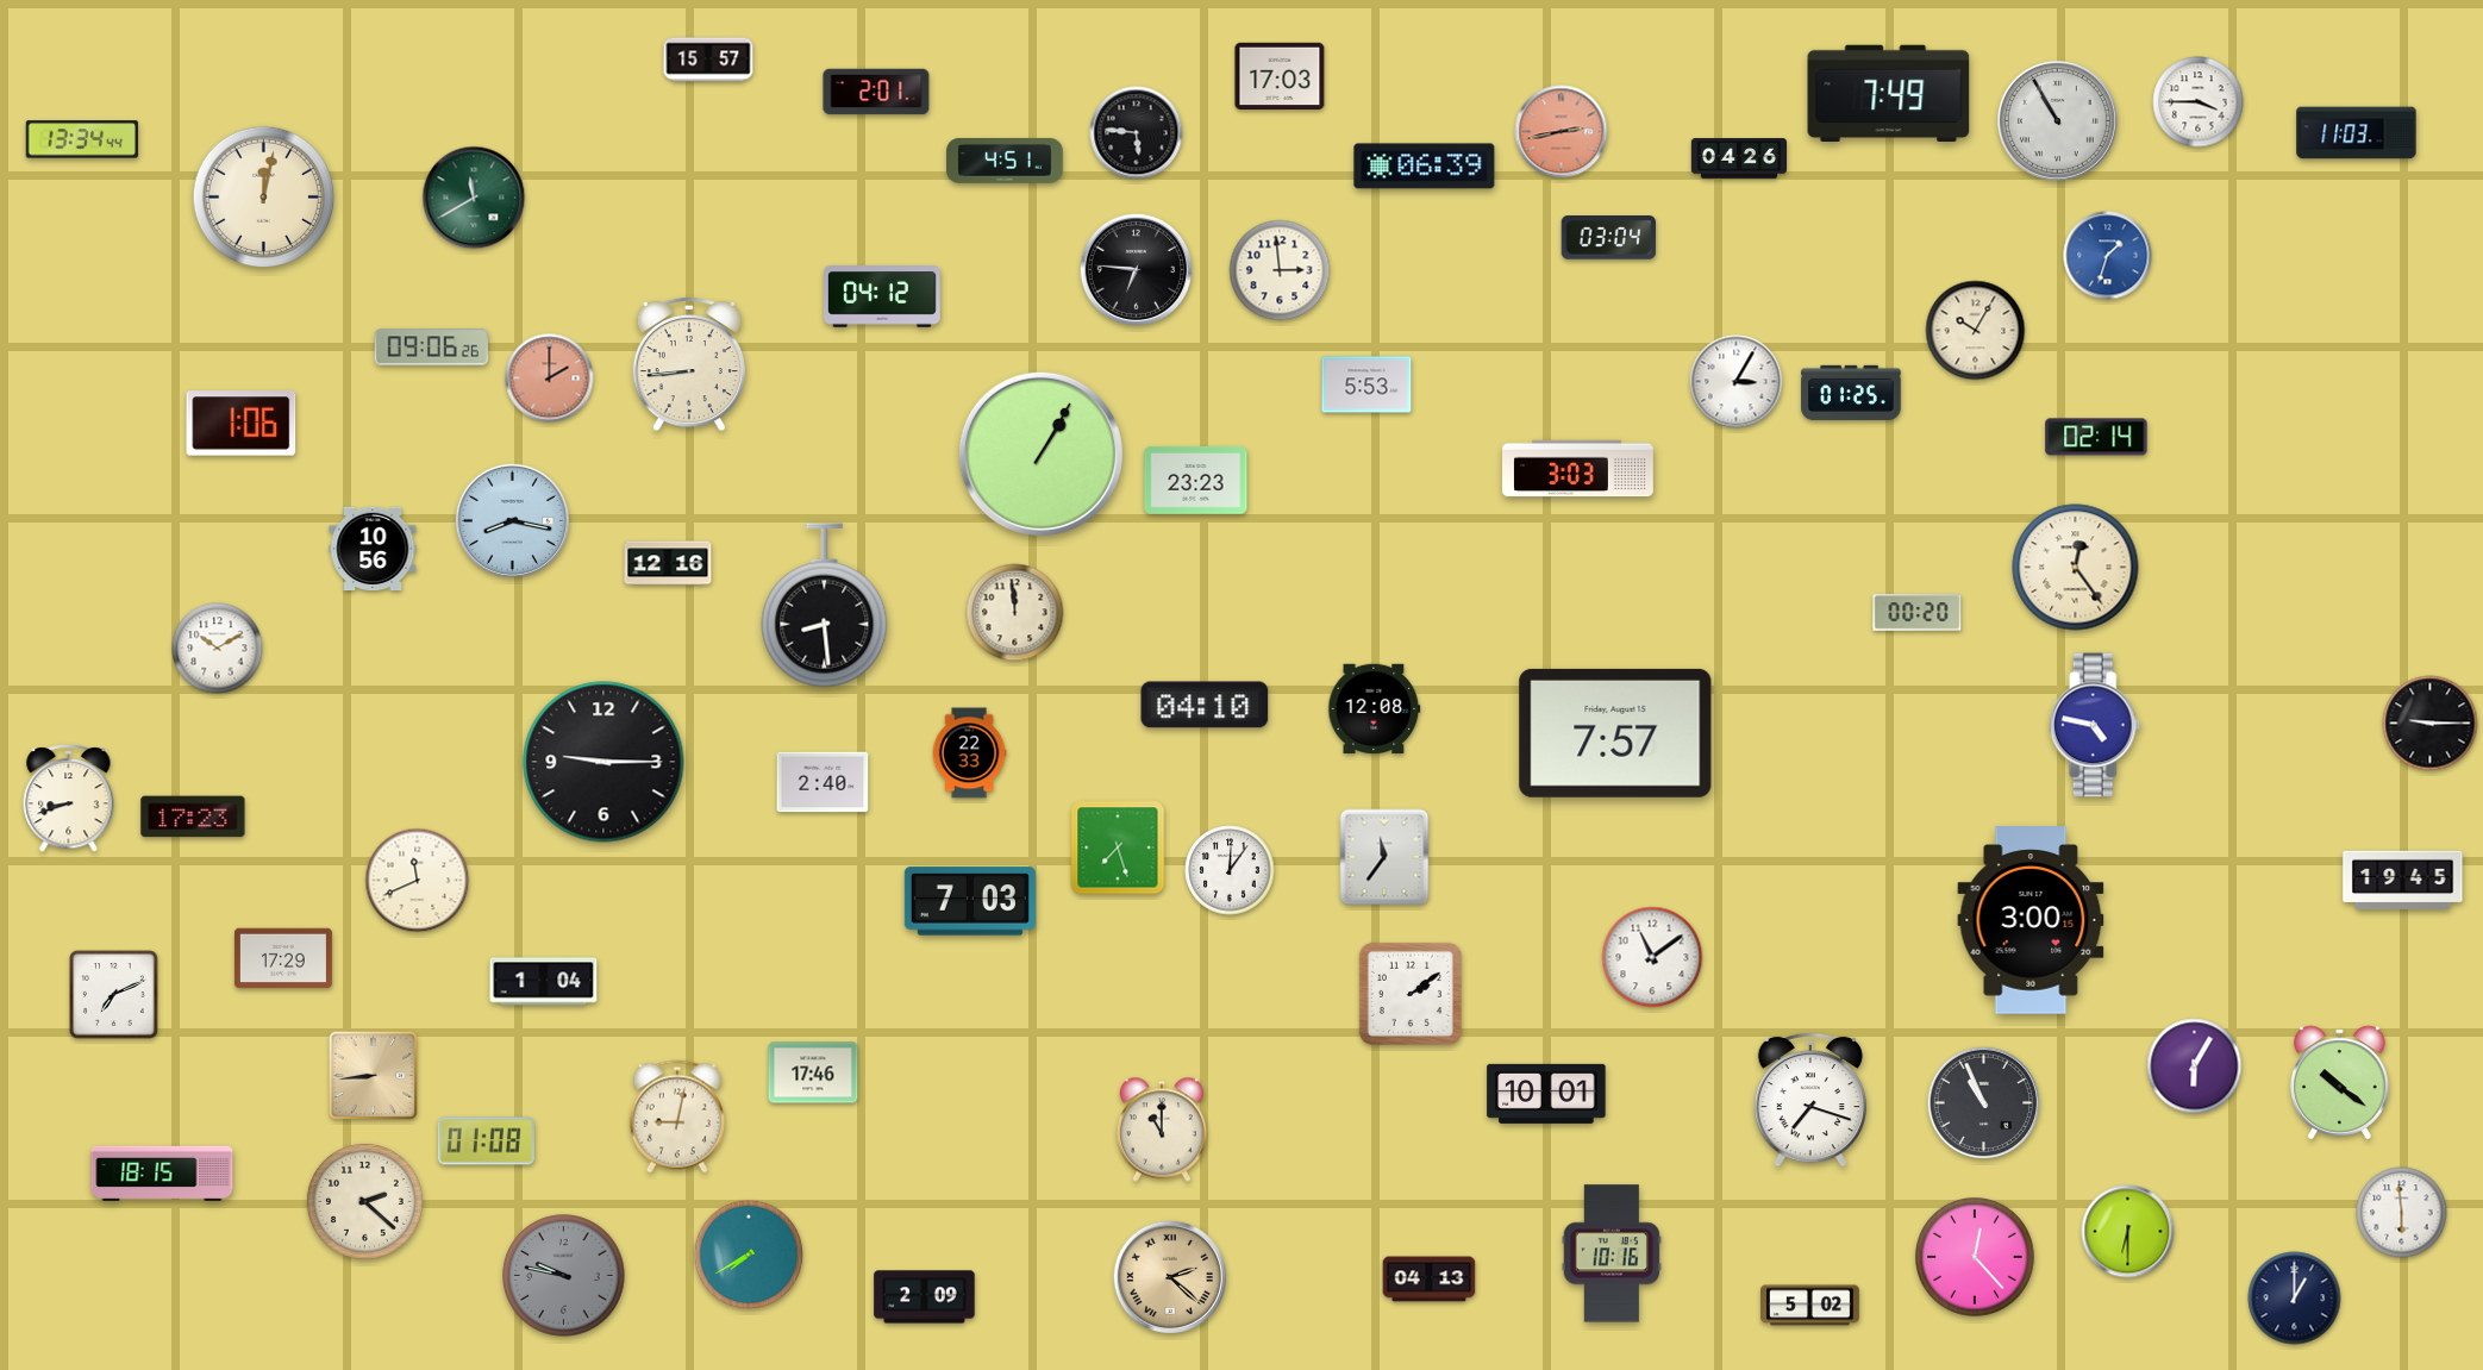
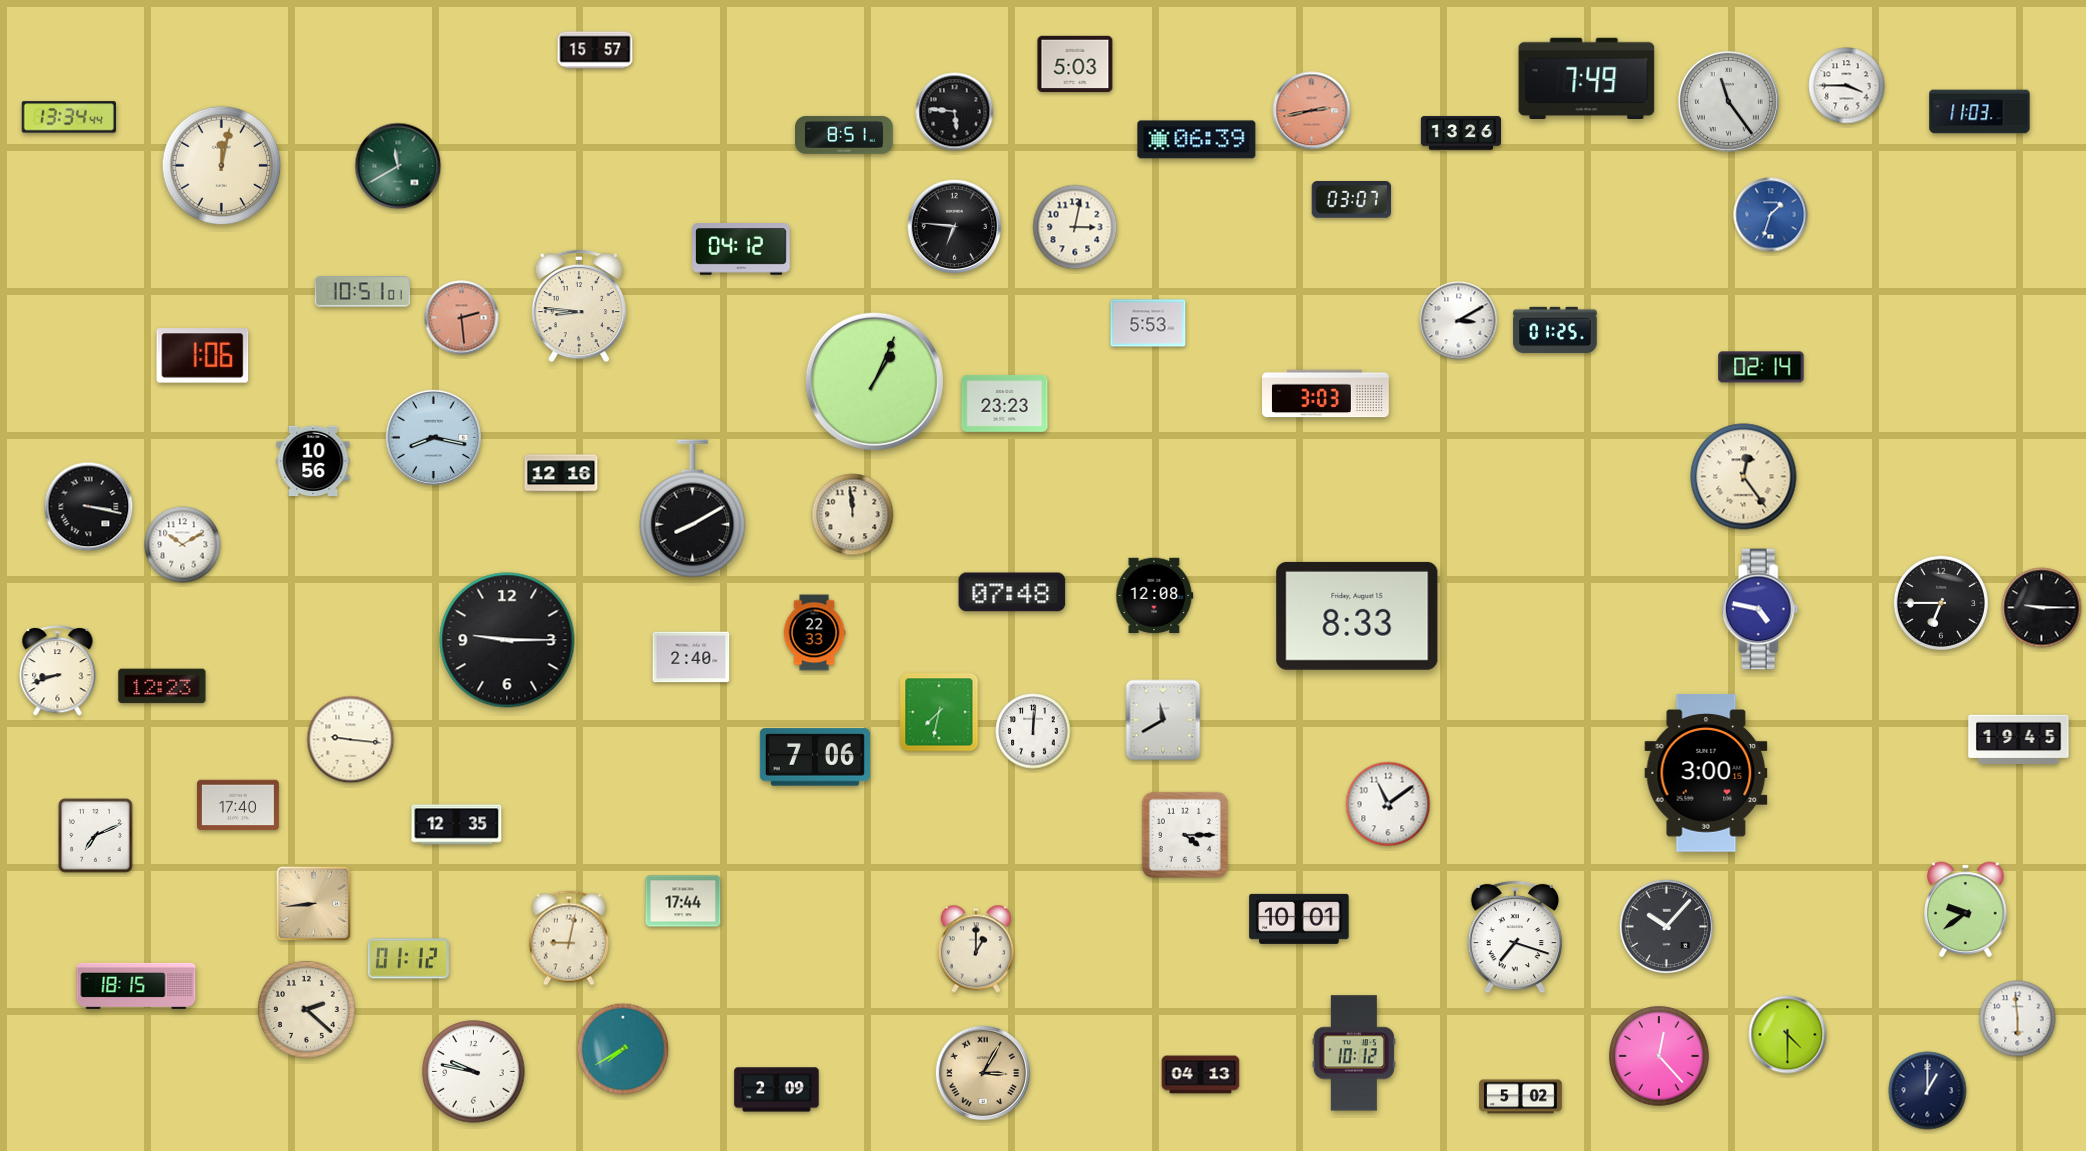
clock at (1280, 75): 17:03 -> 5:03
clock at (876, 92): 2:01 -> none
clock at (2057, 120): 10:55 -> 11:24
clock at (1738, 158): 04:26 -> 13:26
clock at (1005, 161): 4:51 -> 8:51
clock at (1608, 238): 03:04 -> 03:07
clock at (1280, 270): 2:59 -> 3:02
clock at (1976, 331): 10:05 -> none
clock at (431, 348): 09:06 -> 10:51
clock at (689, 364): 8:44 -> 8:46
clock at (550, 379): 2:00 -> 2:29
clock at (1737, 382): 3:05 -> 3:10
clock at (1040, 453): 1:05 -> 1:04
clock at (512, 520) position: (512, 520) -> (433, 437)
clock at (89, 507): none -> 3:17
clock at (825, 606): 8:29 -> 8:10
clock at (1918, 613): 00:20 -> none
clock at (1205, 705): 04:10 -> 07:48
clock at (1941, 603): none -> 6:45
clock at (1615, 733): 7:57 -> 8:33
clock at (193, 817): 17:23 -> 12:23
clock at (1118, 847): 7:27 -> 7:32
clock at (1384, 857): 11:36 -> 11:40
clock at (1230, 870): 12:06 -> 12:01
clock at (418, 881): 11:41 -> 9:16
clock at (970, 901): 7:03 -> 7:06
clock at (283, 958): 17:29 -> 17:40
clock at (544, 982): 1:04 -> 12:35
clock at (1411, 994): 2:09 -> 4:15
clock at (2195, 1066): 6:05 -> none
clock at (813, 1072): 17:46 -> 17:44
clock at (2340, 1083): 10:21 -> 9:39
clock at (1810, 1100) position: (1810, 1100) -> (1515, 937)
clock at (1984, 1103): 10:56 -> 10:07
clock at (1162, 1130): 11:00 -> 1:00
clock at (486, 1141): 01:08 -> 01:12
clock at (2128, 1232): 6:30 -> 4:30
clock at (1610, 1253): 10:16 -> 10:12
clock at (749, 1255) position: (749, 1255) -> (623, 1049)
clock at (564, 1276) dial: grey -> white
clock at (1169, 1276): 2:22 -> 3:05
